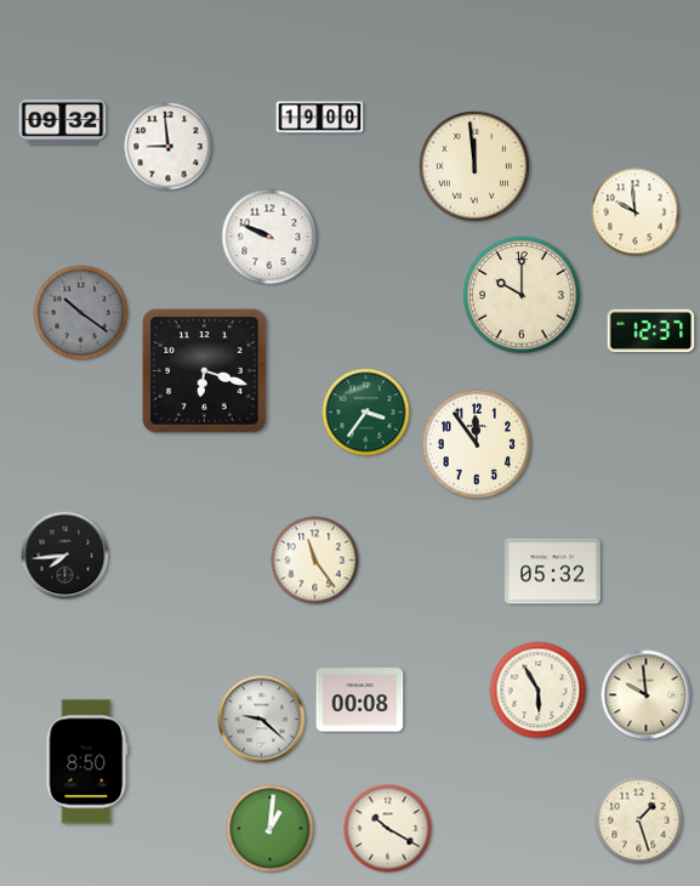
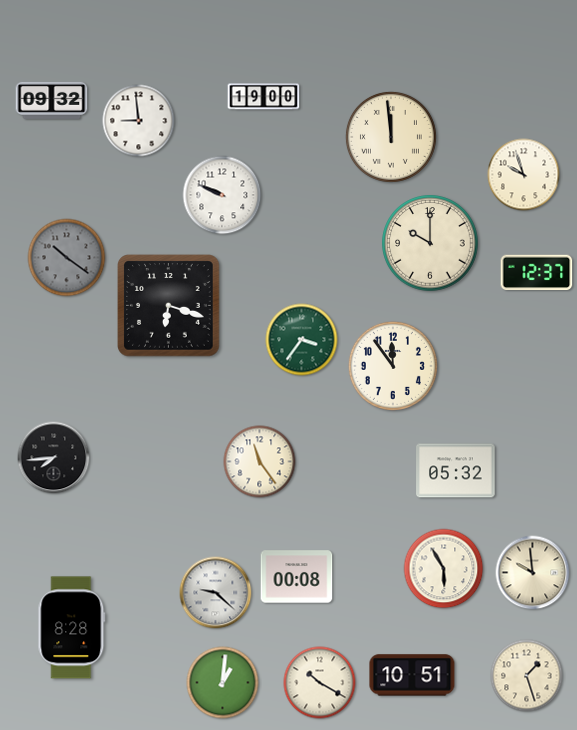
clock at (636, 212): 9:59 -> 9:57
clock at (87, 762): 8:50 -> 8:28
clock at (412, 675): none -> 10:51
